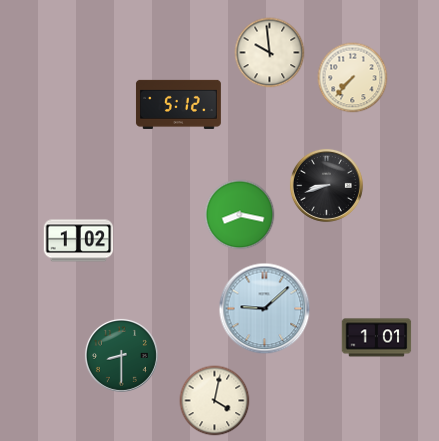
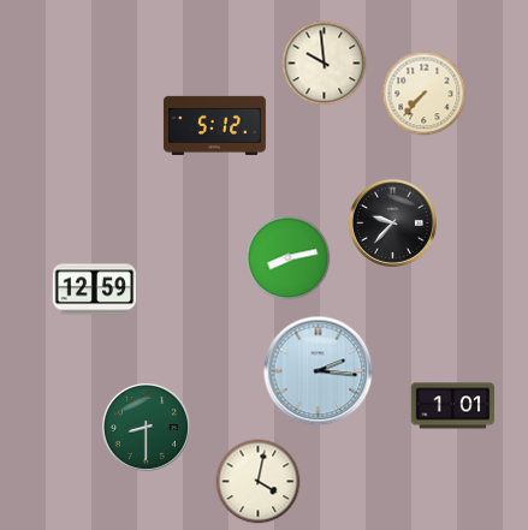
clock at (326, 185): 8:42 -> 9:37
clock at (240, 215): 8:17 -> 8:13
clock at (79, 241): 1:02 -> 12:59
clock at (265, 309): 9:08 -> 2:16
